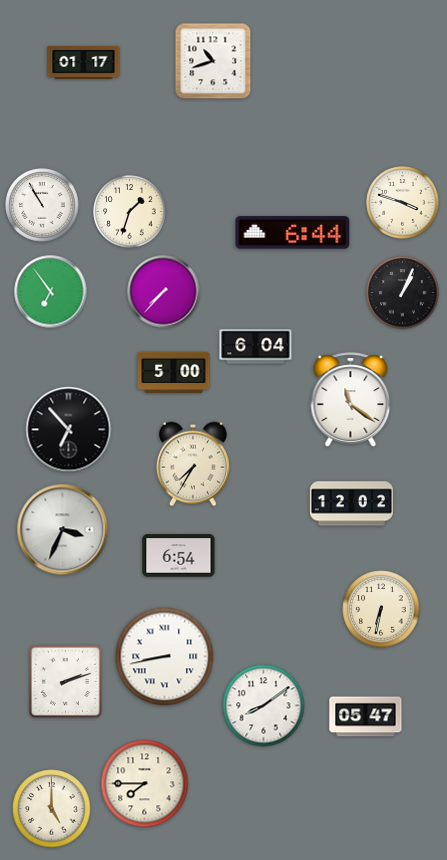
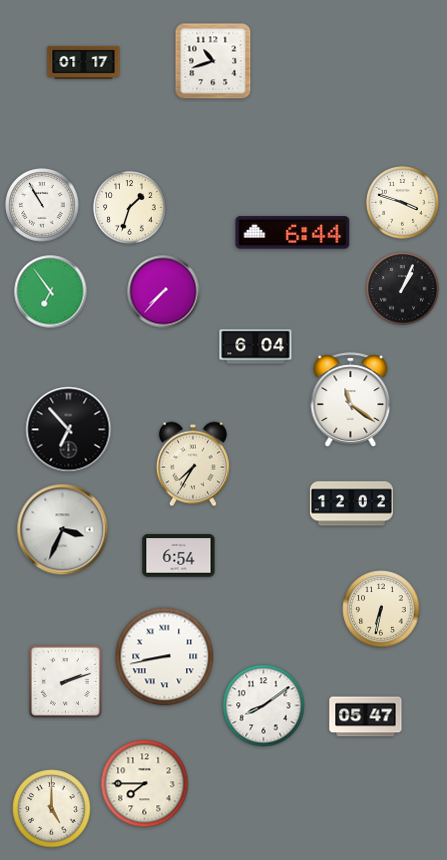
clock at (130, 212) position: (130, 212) -> (130, 208)
clock at (403, 293) position: (403, 293) -> (403, 289)
clock at (174, 372): 5:00 -> none
